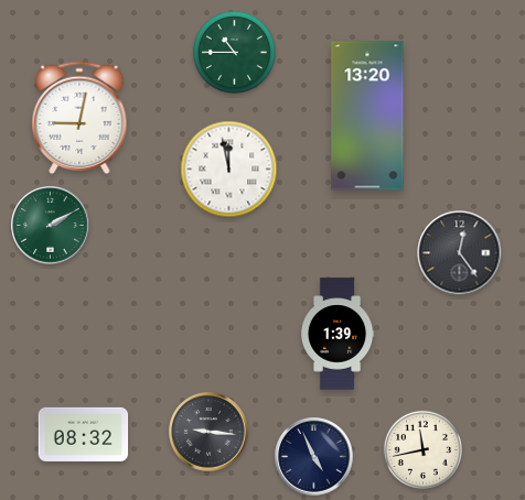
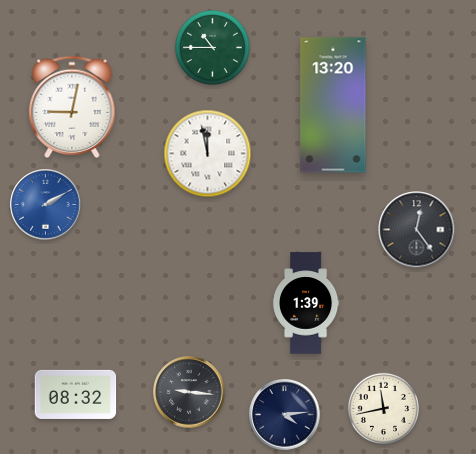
clock at (51, 226) dial: green -> blue
clock at (314, 457): 4:56 -> 4:14
